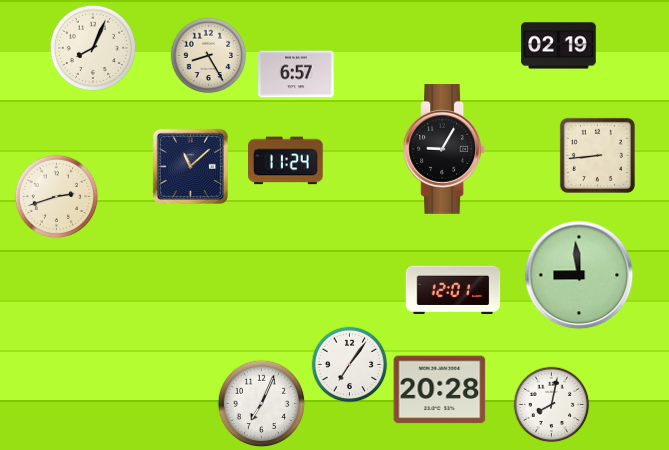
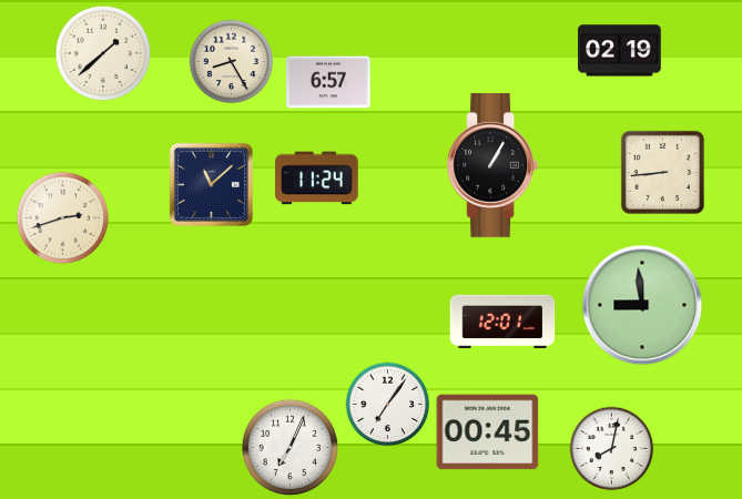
clock at (93, 48): 8:04 -> 1:38
clock at (444, 149): 9:05 -> 1:05
clock at (440, 390): 20:28 -> 00:45
